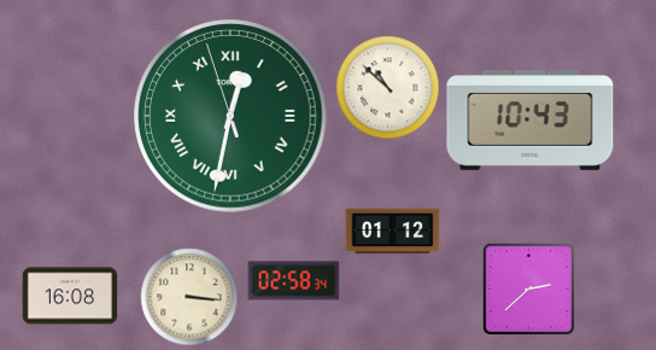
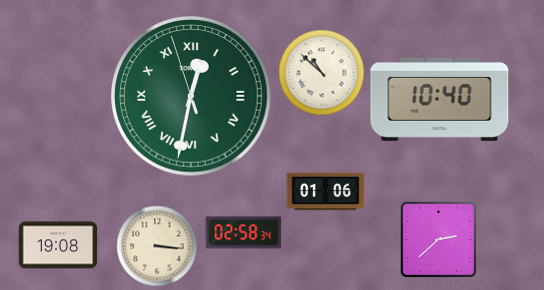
clock at (531, 119): 10:43 -> 10:40
clock at (393, 232): 01:12 -> 01:06
clock at (70, 296): 16:08 -> 19:08
